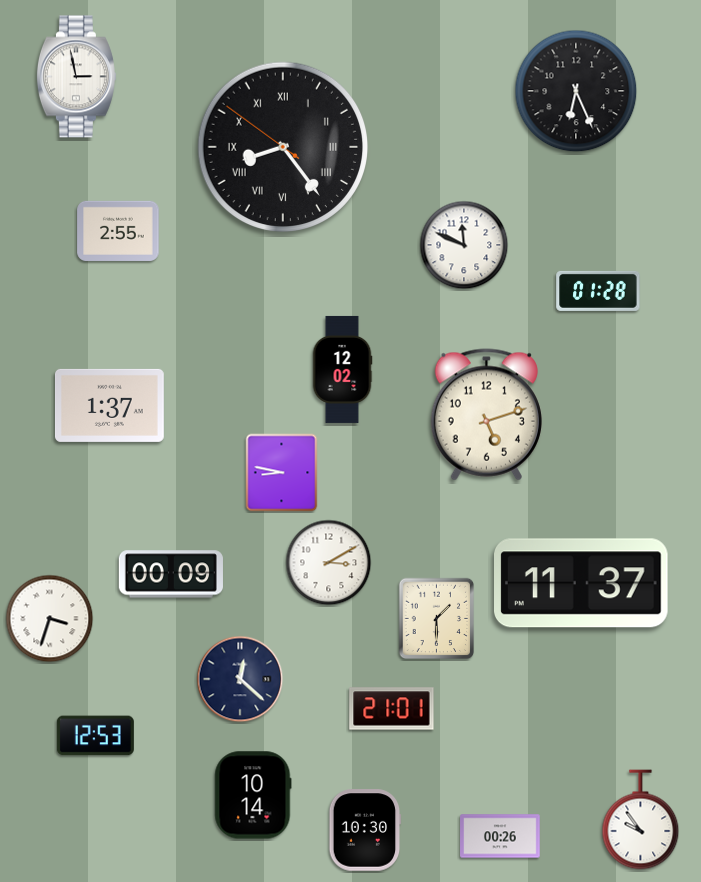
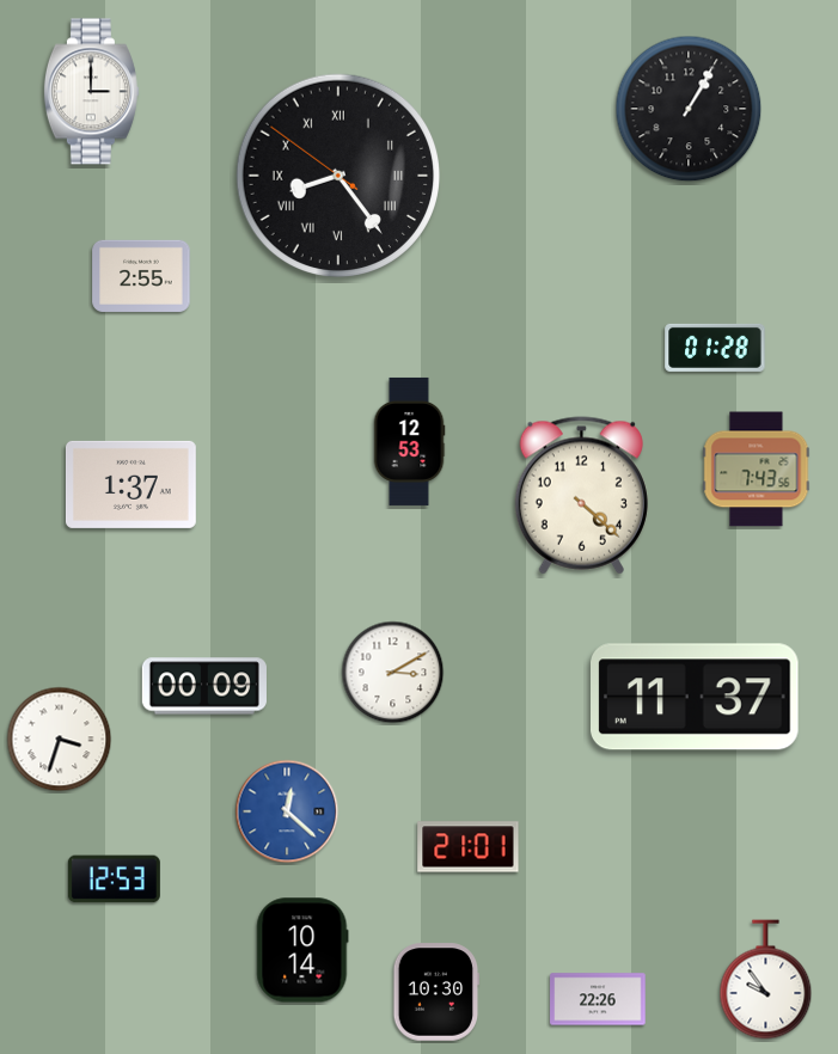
clock at (76, 77): 2:58 -> 3:00
clock at (576, 91): 6:26 -> 1:05
clock at (464, 245): 11:49 -> none
clock at (342, 369): 12:02 -> 12:53
clock at (757, 470): none -> 7:43
clock at (486, 415): 5:12 -> 4:22
clock at (282, 473): 8:47 -> none
clock at (437, 619): 1:30 -> none
clock at (240, 679) dial: navy -> blue
clock at (500, 836): 00:26 -> 22:26
